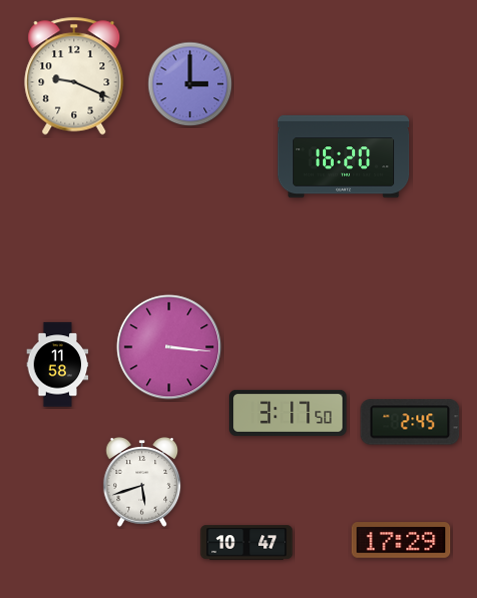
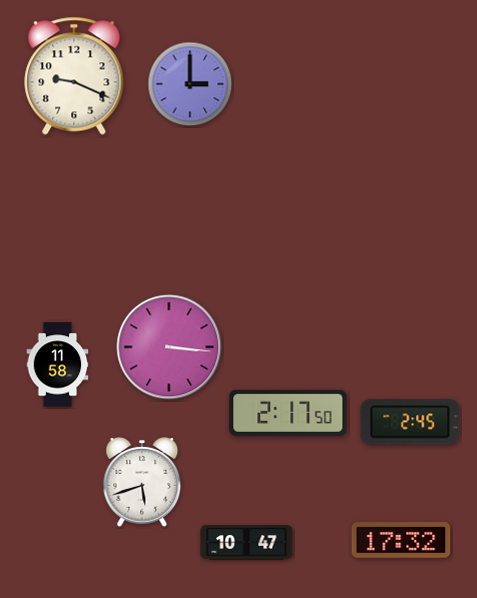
clock at (344, 157): 16:20 -> none
clock at (288, 413): 3:17 -> 2:17
clock at (401, 540): 17:29 -> 17:32
